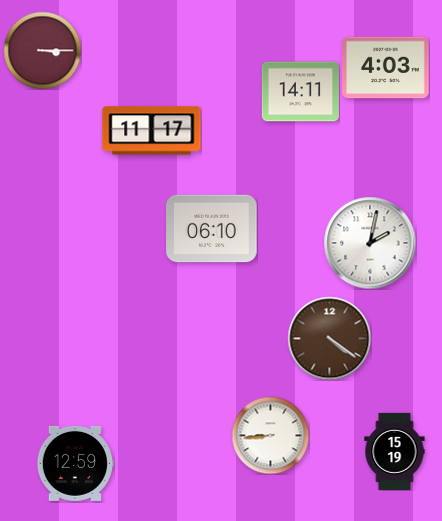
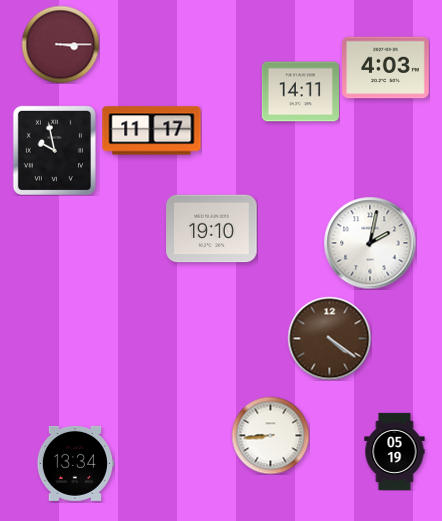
clock at (42, 50) position: (42, 50) -> (60, 44)
clock at (54, 150): none -> 9:58
clock at (212, 229): 06:10 -> 19:10
clock at (395, 451): 15:19 -> 05:19
clock at (75, 463): 12:59 -> 13:34
